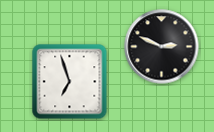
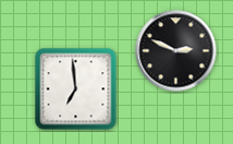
clock at (70, 82): 6:57 -> 6:59
